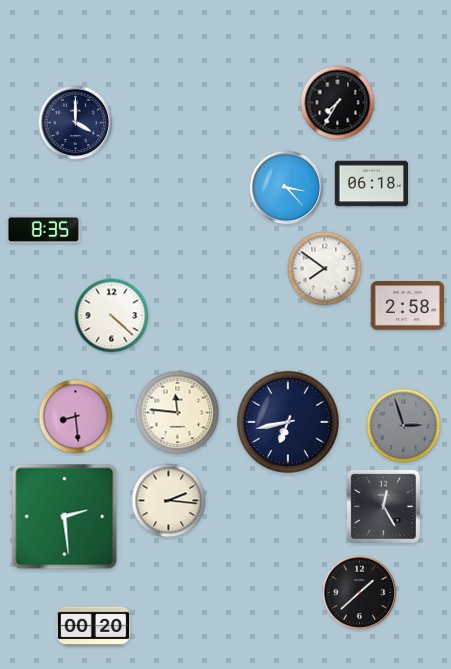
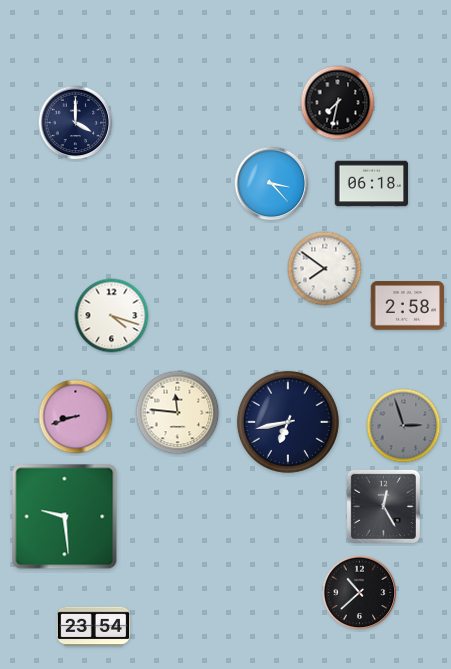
clock at (338, 103): 7:35 -> 7:32
clock at (287, 188) position: (287, 188) -> (272, 184)
clock at (44, 229): 8:35 -> none
clock at (112, 316): 4:22 -> 4:18
clock at (76, 417): 8:29 -> 8:42
clock at (169, 501): 2:16 -> none
clock at (65, 517): 2:29 -> 9:29
clock at (360, 593): 1:38 -> 10:38
clock at (94, 627): 00:20 -> 23:54
